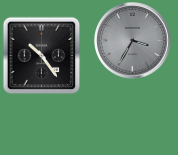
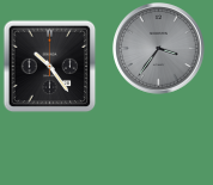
clock at (133, 41): 3:35 -> 3:36
